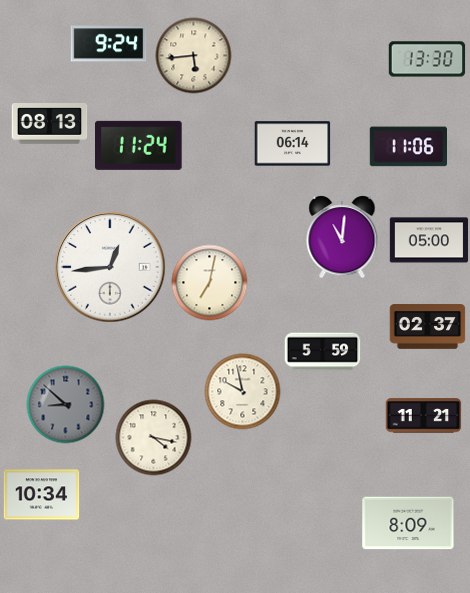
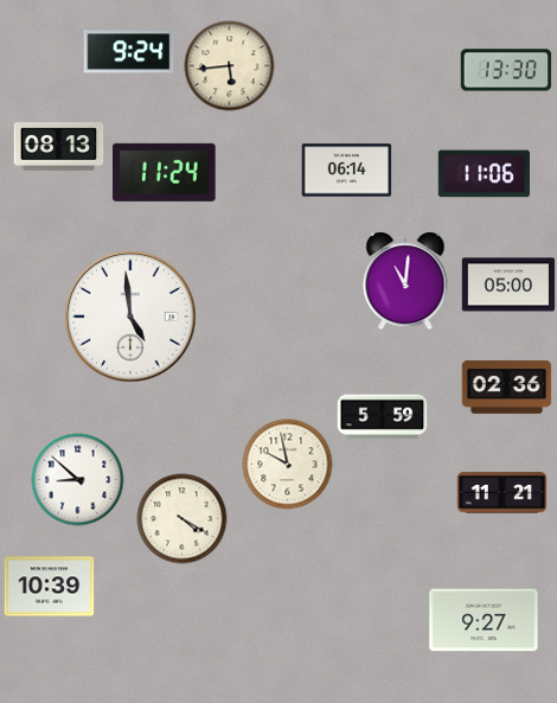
clock at (110, 267): 12:44 -> 4:59
clock at (210, 283): 7:02 -> none
clock at (428, 327): 02:37 -> 02:36
clock at (66, 405) dial: grey -> white
clock at (154, 438): 4:17 -> 4:20
clock at (42, 495): 10:34 -> 10:39
clock at (408, 523): 8:09 -> 9:27
